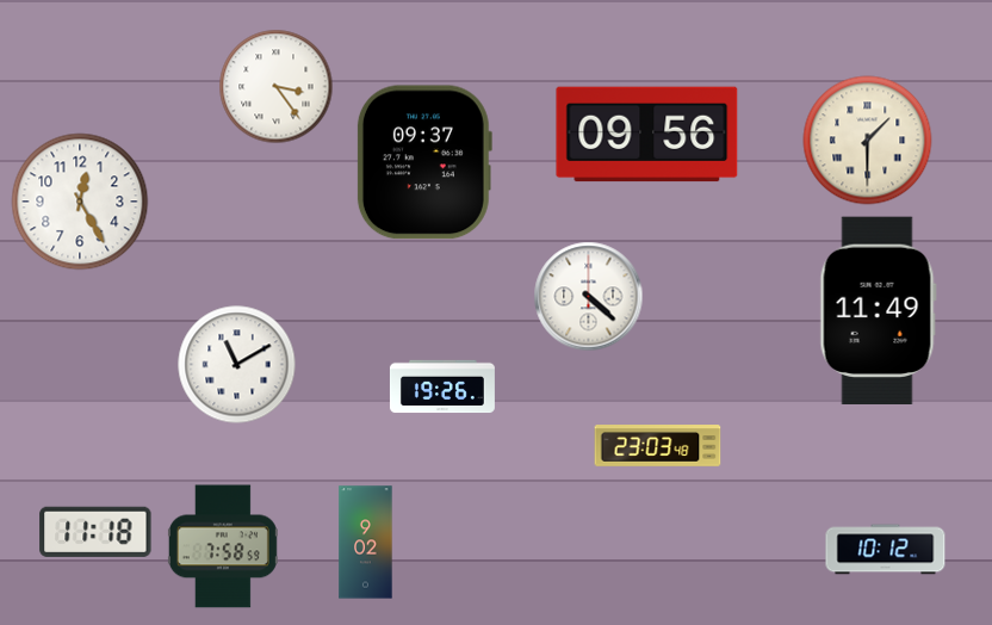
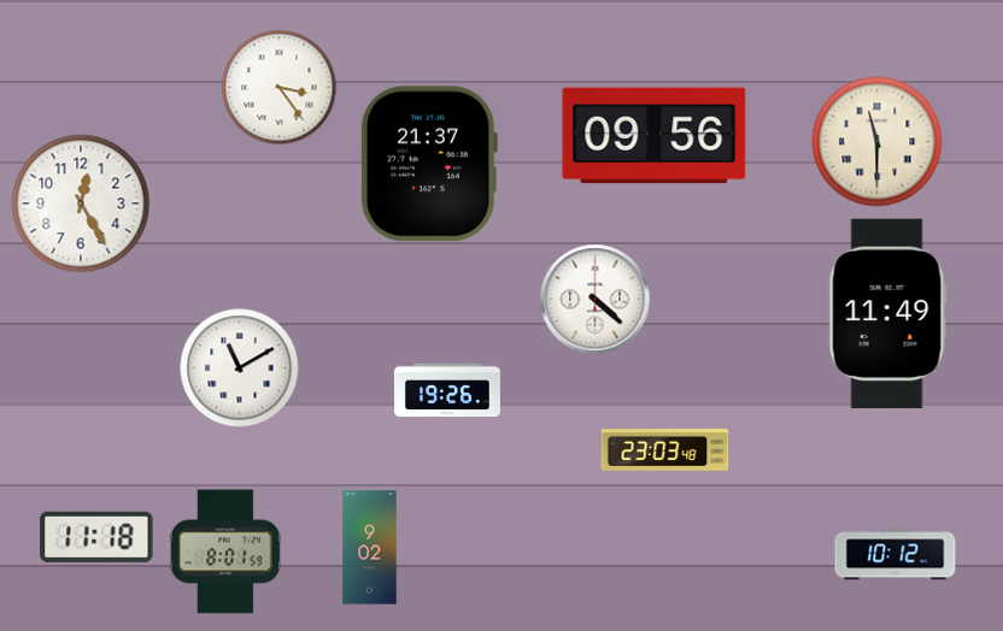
clock at (868, 141): 1:30 -> 11:30
clock at (423, 162): 09:37 -> 21:37
clock at (223, 546): 7:58 -> 8:01
